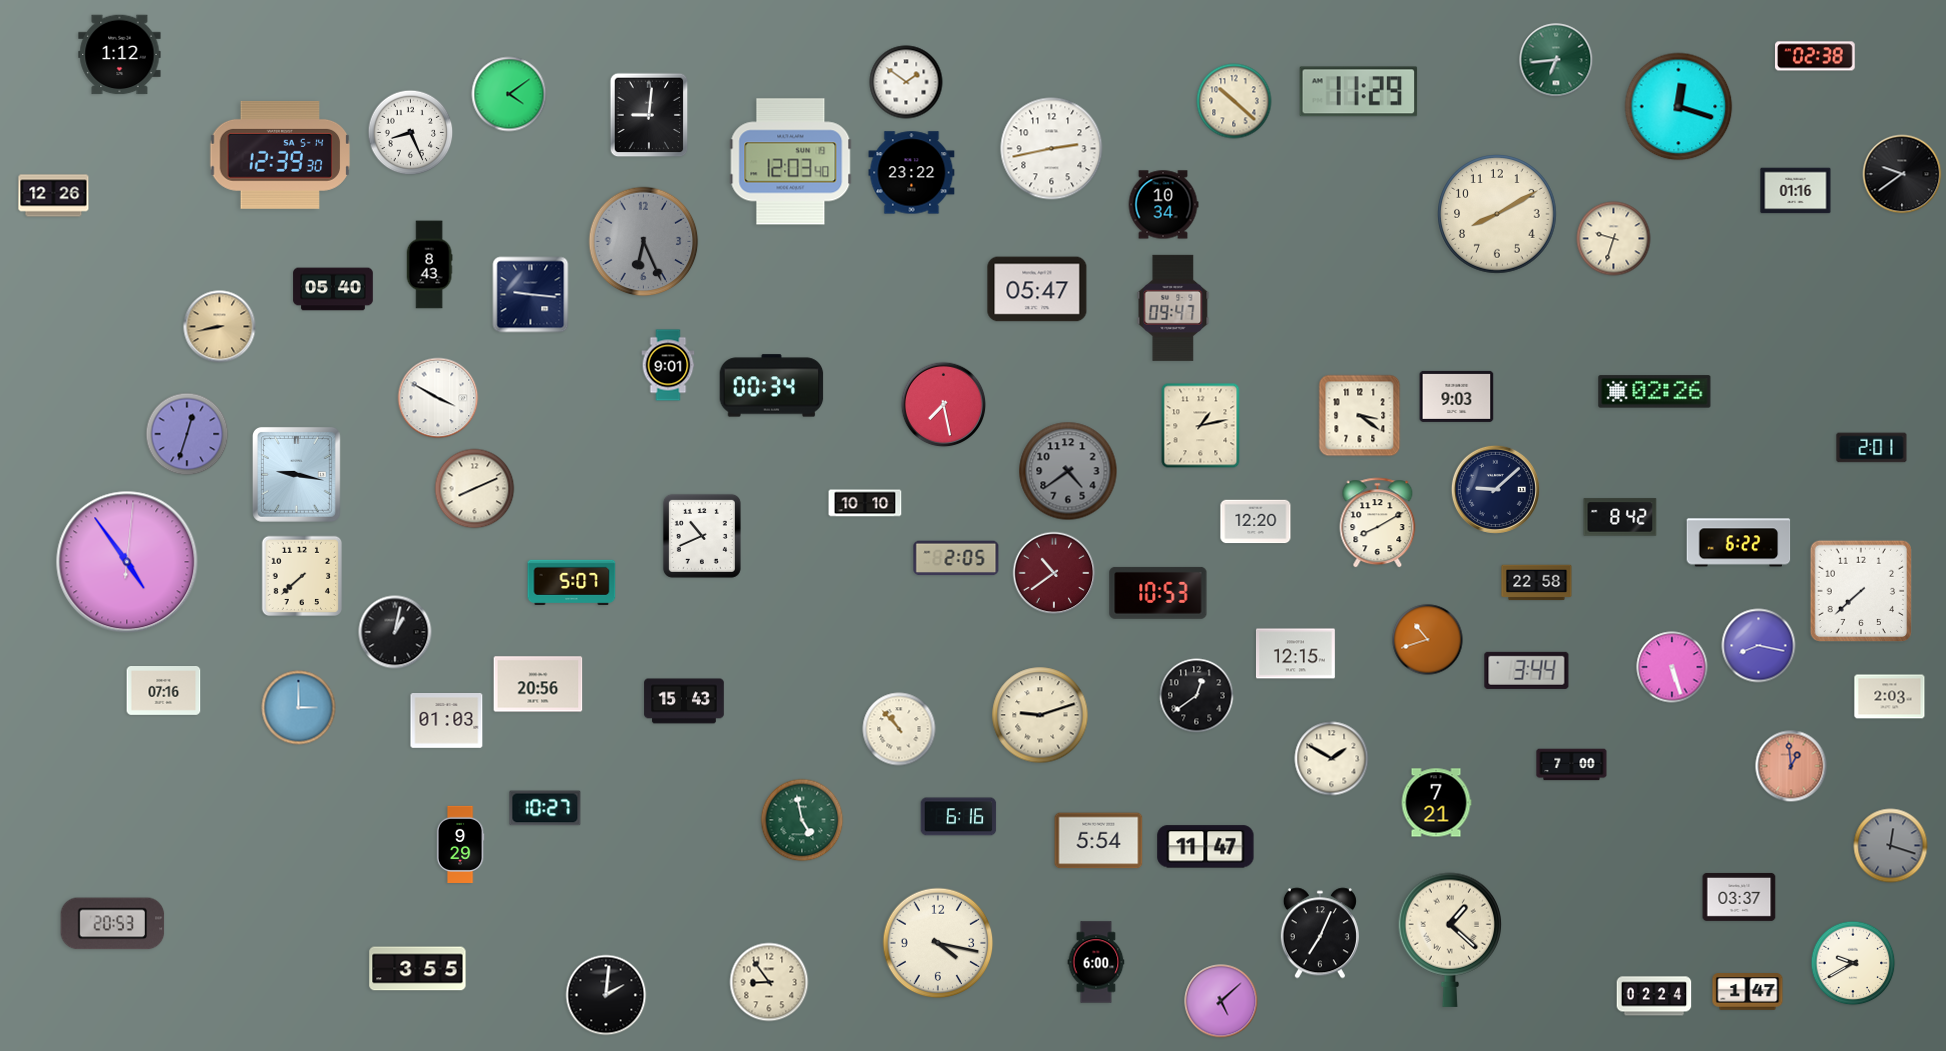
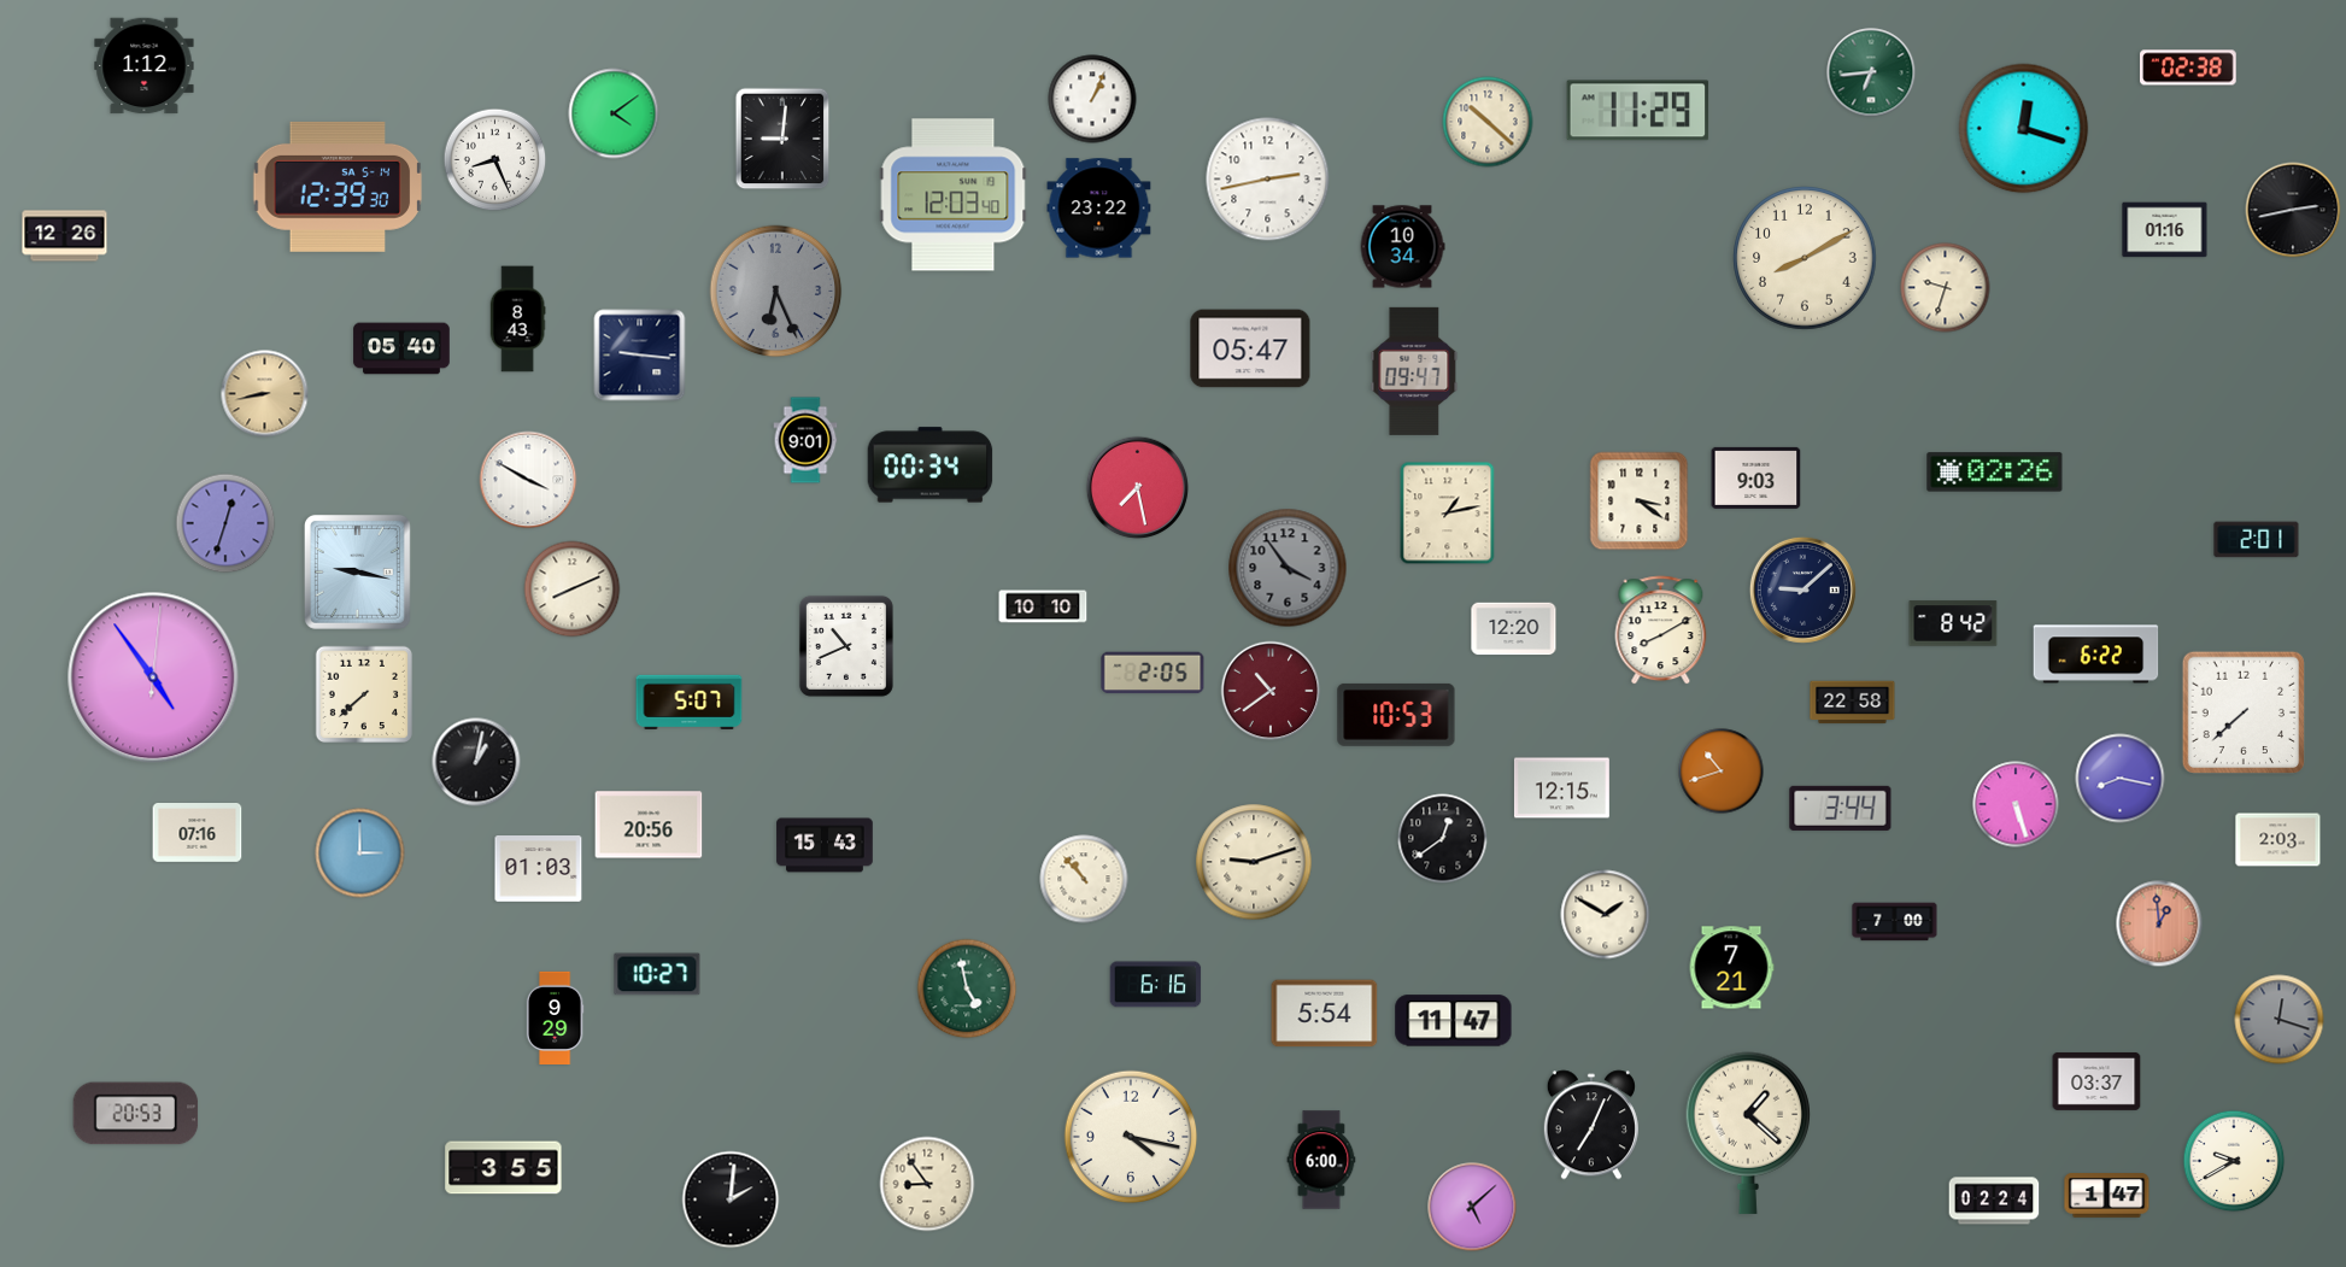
clock at (1556, 60) position: (1556, 60) -> (1871, 72)
clock at (906, 82): 1:51 -> 1:04
clock at (1902, 174): 9:39 -> 2:43
clock at (1068, 471): 4:39 -> 3:54
